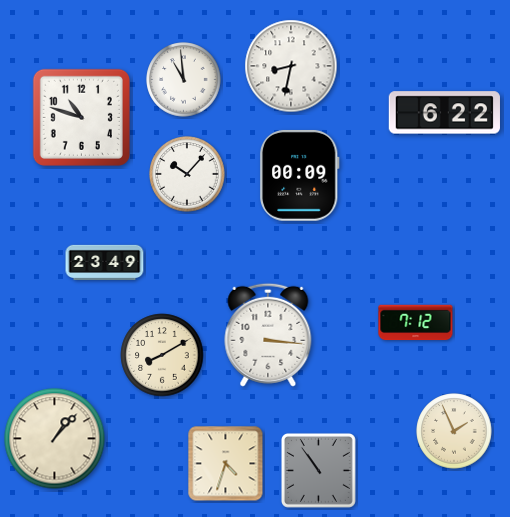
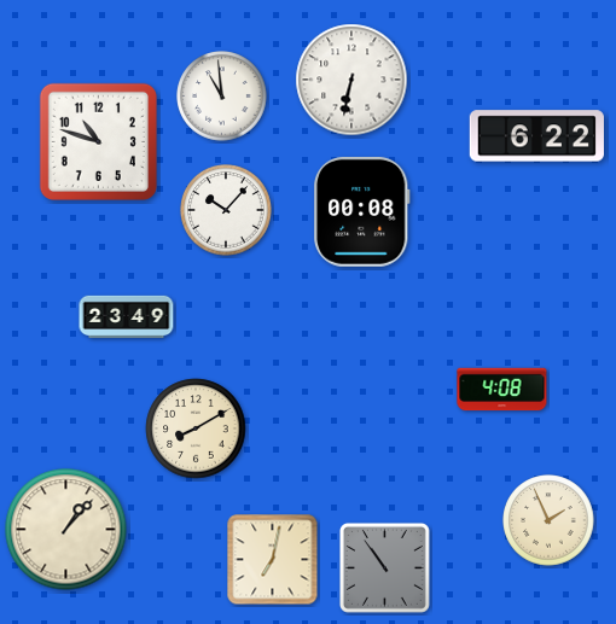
clock at (291, 66): 8:32 -> 6:32
clock at (300, 175): 00:09 -> 00:08
clock at (416, 323): 7:12 -> 4:08
clock at (268, 335): 3:16 -> none
clock at (226, 464): 4:33 -> 7:02
